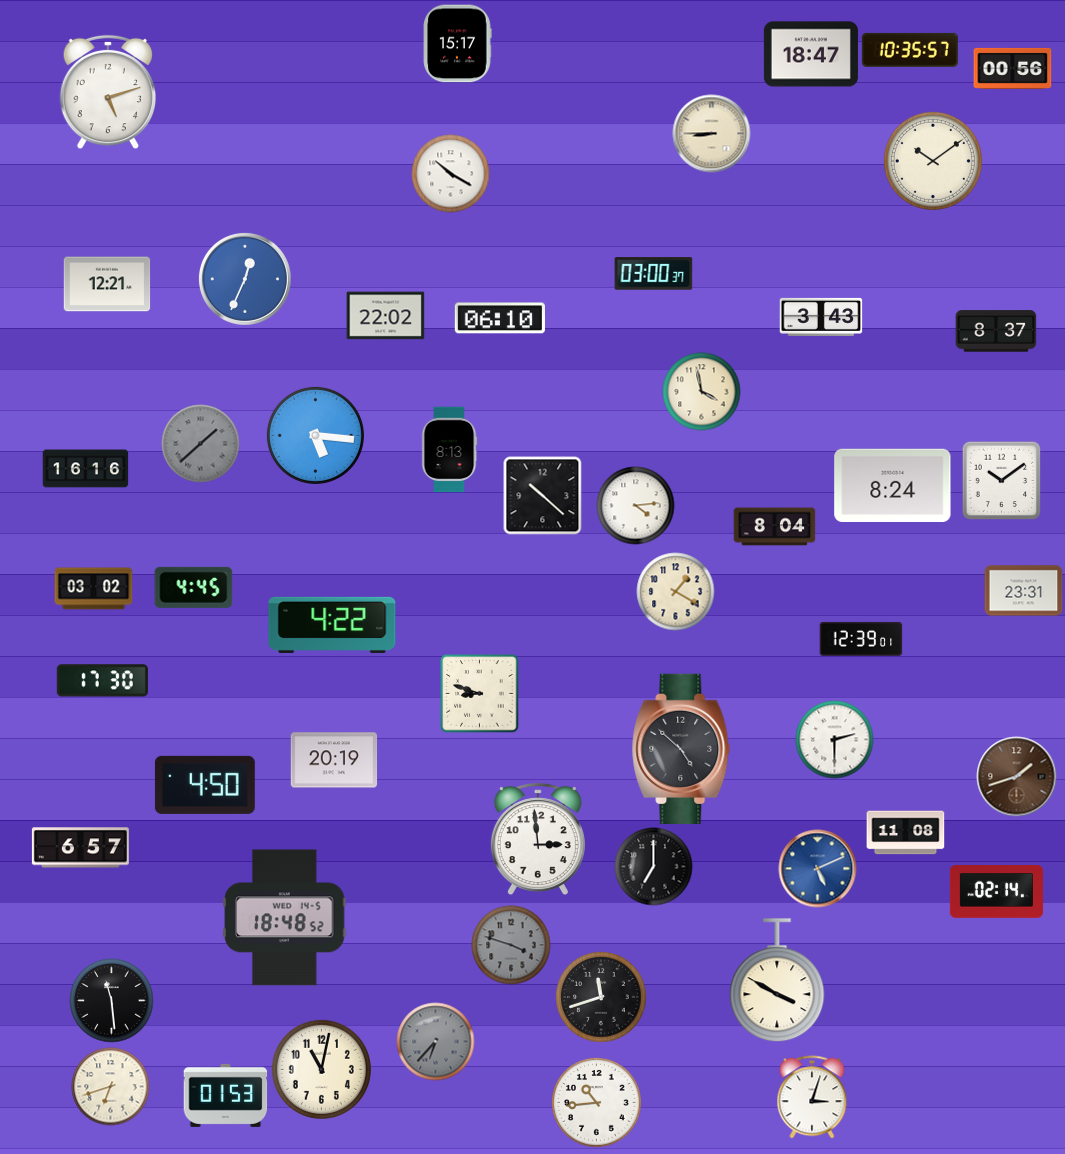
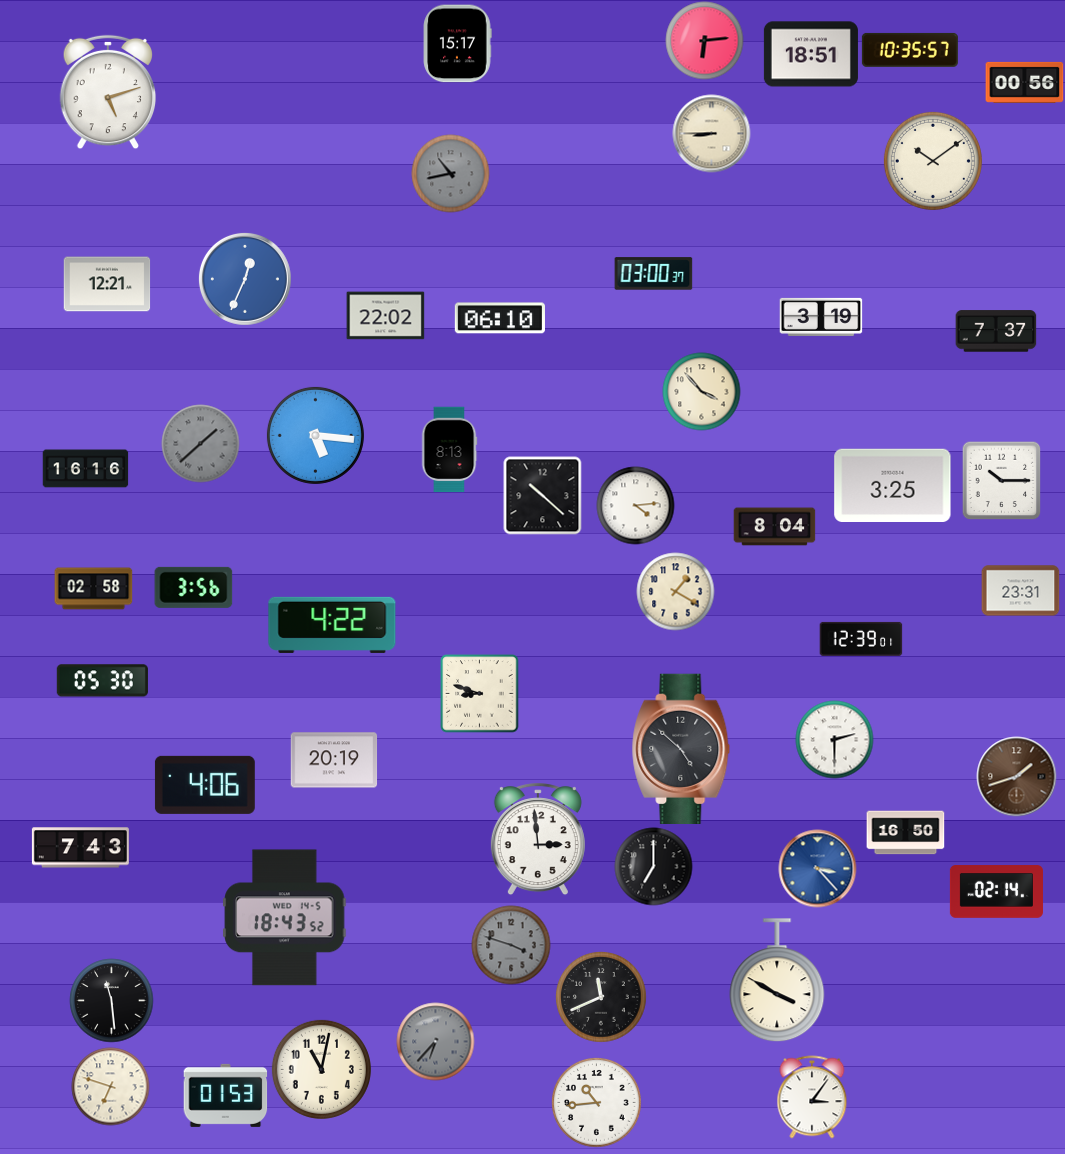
clock at (704, 40): none -> 6:14
clock at (811, 54): 18:47 -> 18:51
clock at (1012, 68) position: (1012, 68) -> (1024, 82)
clock at (450, 173): 10:20 -> 10:43
clock at (450, 173) dial: white -> grey
clock at (821, 317): 3:43 -> 3:19
clock at (996, 331): 8:37 -> 7:37
clock at (701, 391): 3:58 -> 3:53
clock at (1001, 480): 10:09 -> 10:15
clock at (893, 485): 8:24 -> 3:25
clock at (193, 587): 4:45 -> 3:56
clock at (93, 589): 03:02 -> 02:58
clock at (1023, 591) position: (1023, 591) -> (1020, 591)
clock at (102, 681): 17:30 -> 05:30
clock at (205, 785): 4:50 -> 4:06
clock at (905, 833): 11:08 -> 16:50
clock at (80, 848): 6:57 -> 7:43
clock at (817, 868): 5:11 -> 3:23
clock at (285, 918): 18:48 -> 18:43
clock at (601, 997): 11:42 -> 11:41
clock at (110, 1086): 6:42 -> 6:48
clock at (812, 1097): 3:03 -> 3:06
